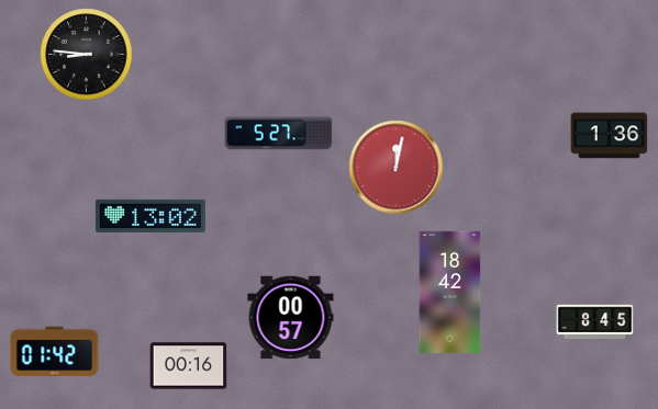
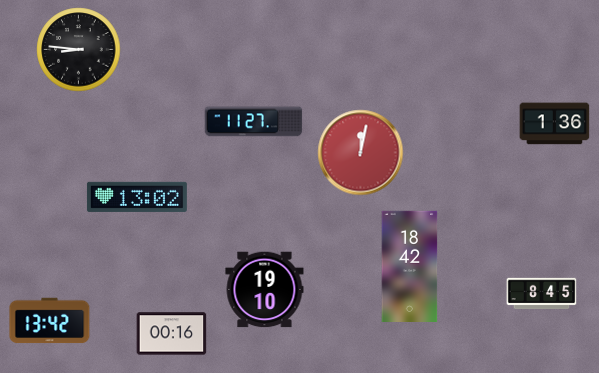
clock at (279, 134): 5:27 -> 11:27
clock at (291, 318): 00:57 -> 19:10
clock at (55, 352): 01:42 -> 13:42
